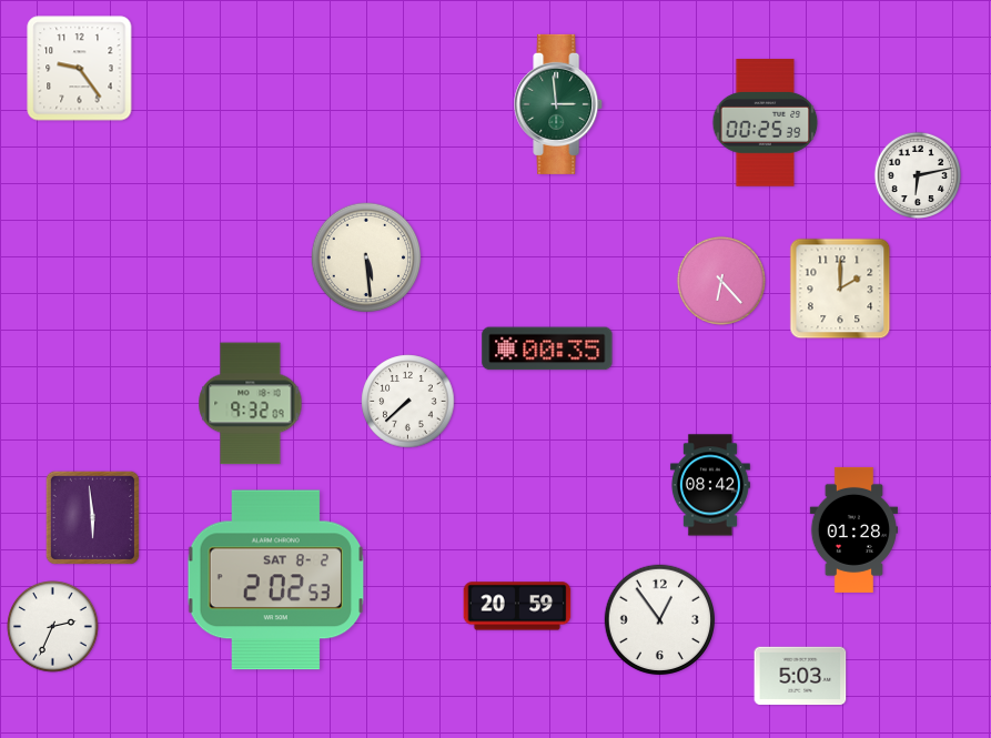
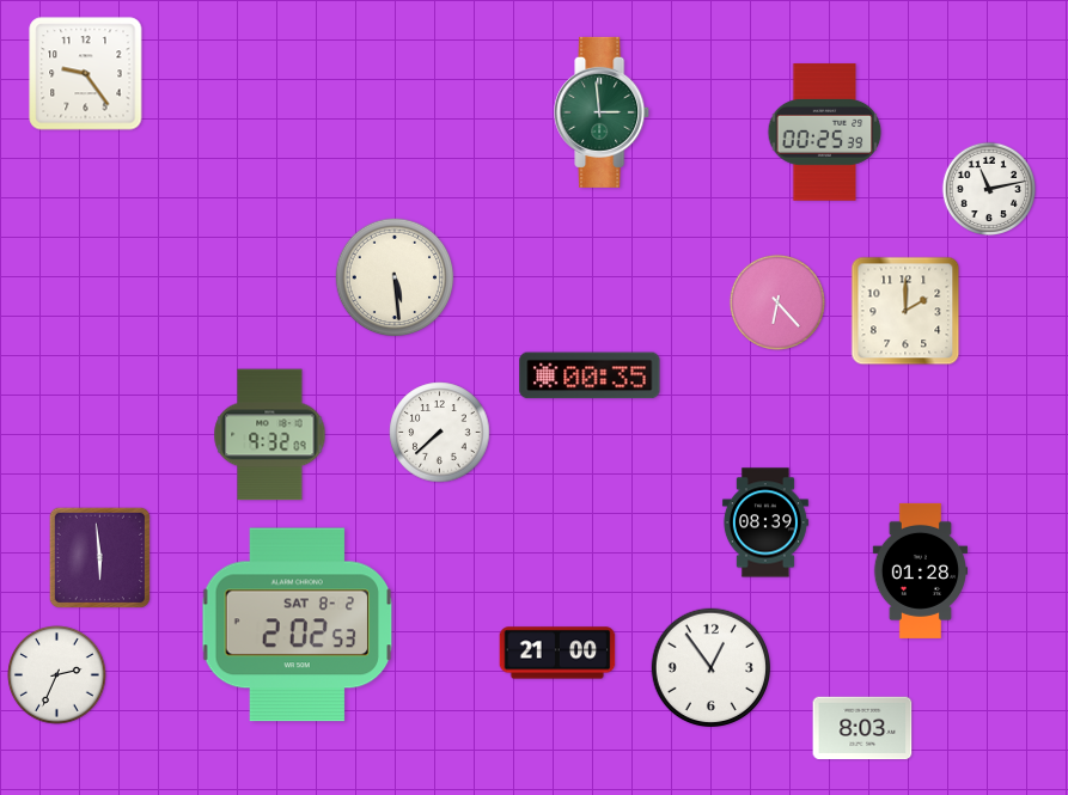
clock at (917, 174): 6:13 -> 11:13
clock at (710, 485): 08:42 -> 08:39
clock at (517, 606): 20:59 -> 21:00
clock at (800, 676): 5:03 -> 8:03
